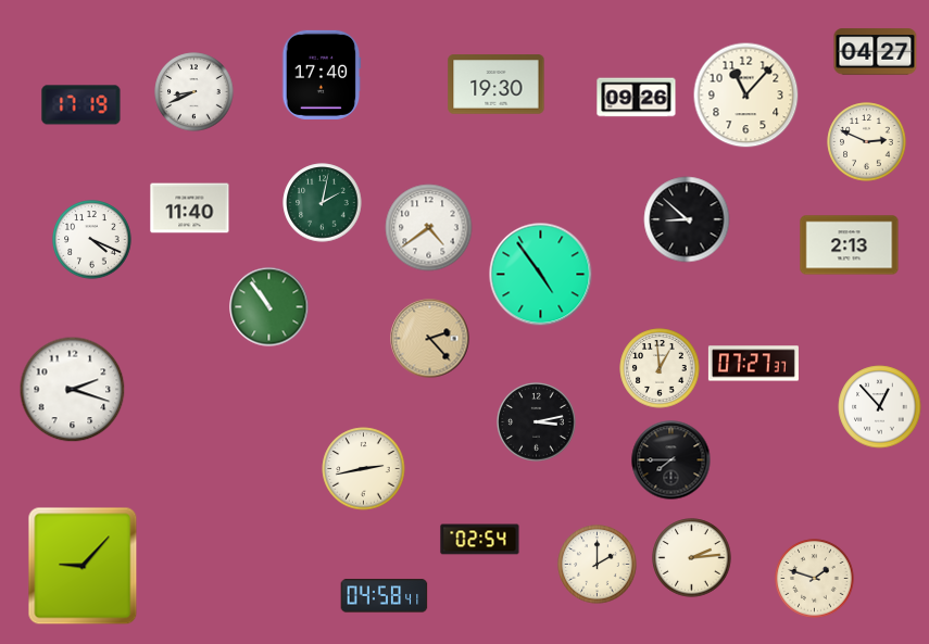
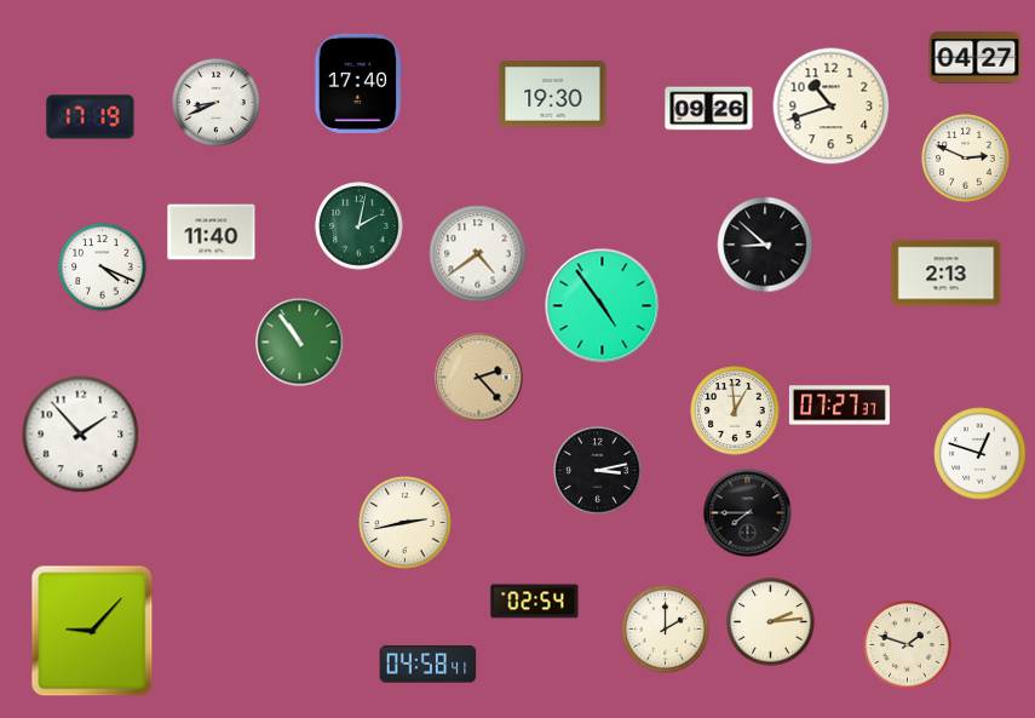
clock at (746, 96): 11:07 -> 10:42
clock at (73, 390): 2:18 -> 1:53
clock at (880, 407): 12:53 -> 12:48
